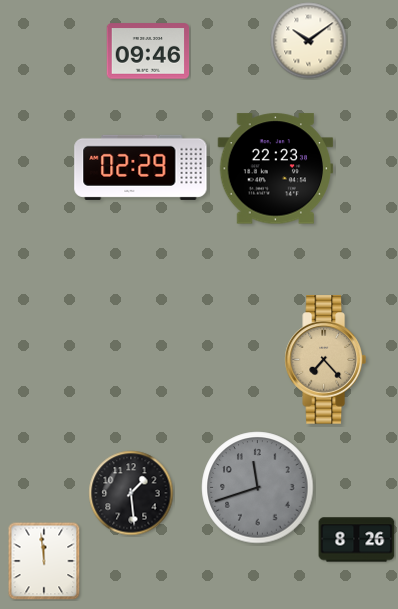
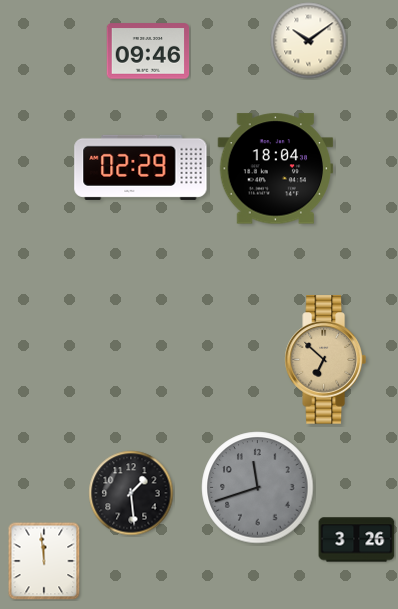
clock at (276, 169): 22:23 -> 18:04
clock at (325, 360): 7:23 -> 6:52
clock at (357, 540): 8:26 -> 3:26
